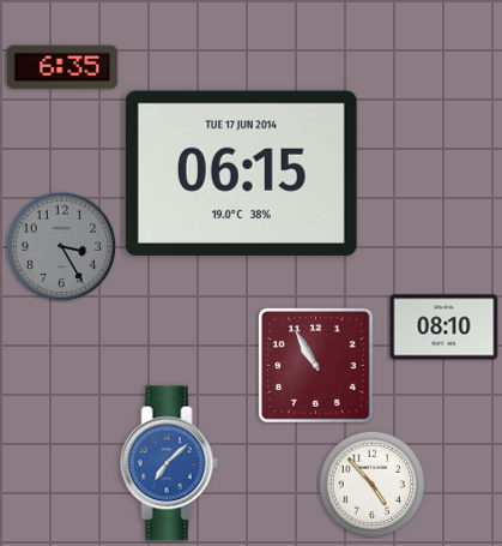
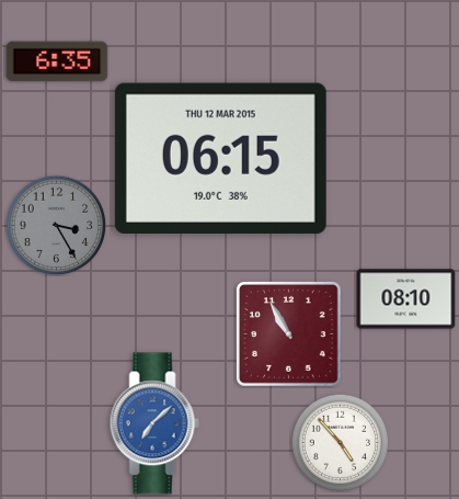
clock at (241, 173) date: TUE 17 JUN 2014 -> THU 12 MAR 2015
